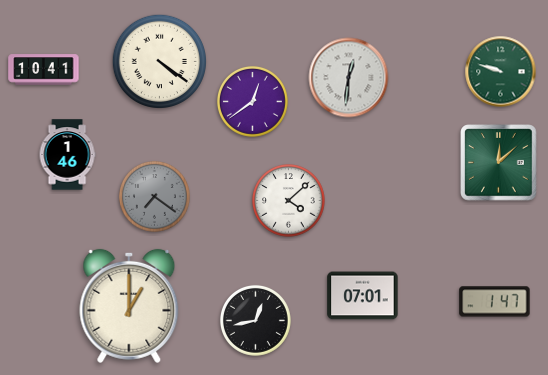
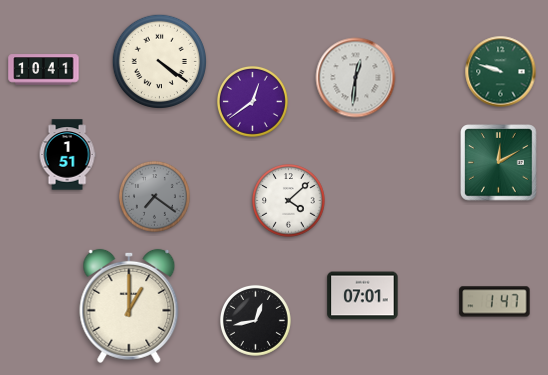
clock at (349, 78) position: (349, 78) -> (356, 78)
clock at (67, 155): 1:46 -> 1:51
clock at (499, 163): 12:08 -> 12:10
